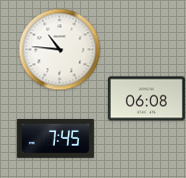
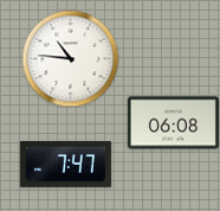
clock at (146, 99) position: (146, 99) -> (173, 123)
clock at (55, 138): 7:45 -> 7:47
